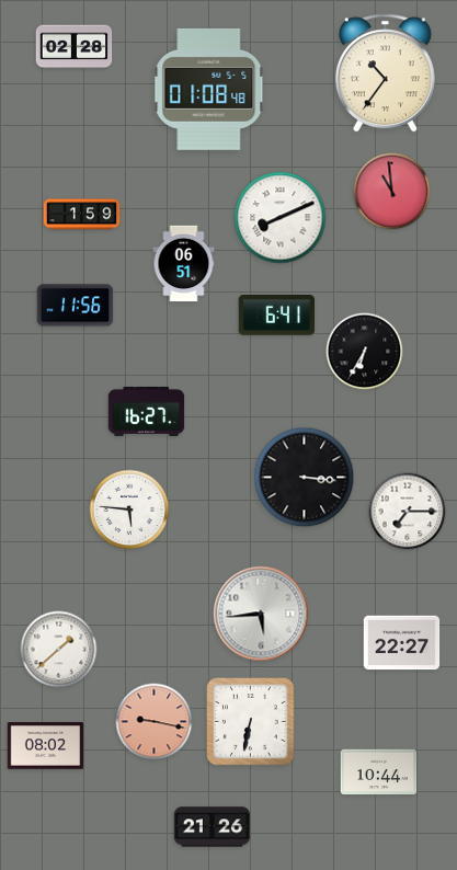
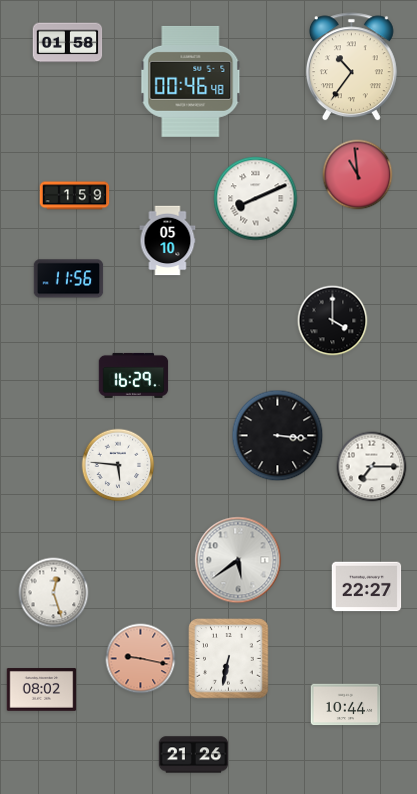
clock at (75, 47): 02:28 -> 01:58
clock at (209, 89): 01:08 -> 00:46
clock at (184, 264): 06:51 -> 05:10
clock at (277, 316): 6:41 -> none
clock at (365, 352): 6:35 -> 4:00
clock at (147, 411): 16:27 -> 16:29
clock at (261, 614): 5:44 -> 5:39
clock at (59, 650): 1:38 -> 12:27
clock at (46, 746) position: (46, 746) -> (42, 690)
